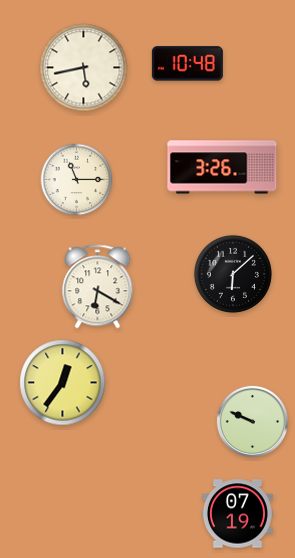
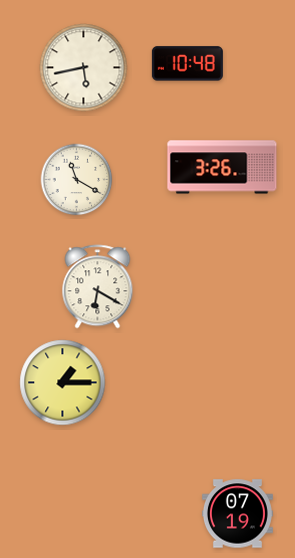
clock at (77, 180): 11:15 -> 11:20
clock at (233, 274): 6:08 -> none
clock at (63, 383): 12:36 -> 1:15
clock at (252, 421): 9:49 -> none
